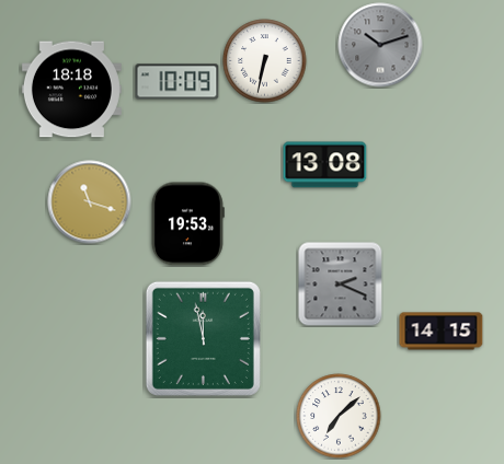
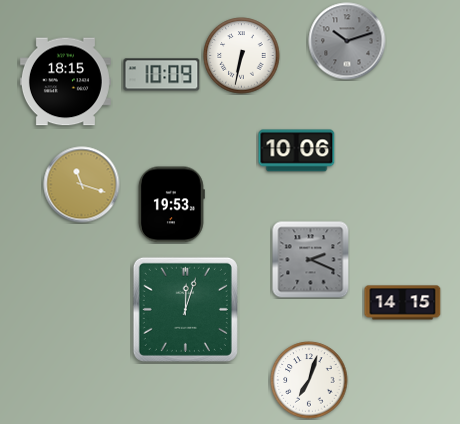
clock at (71, 90): 18:18 -> 18:15
clock at (325, 165): 13:08 -> 10:06
clock at (203, 338): 11:58 -> 12:03
clock at (339, 416): 7:08 -> 7:03
